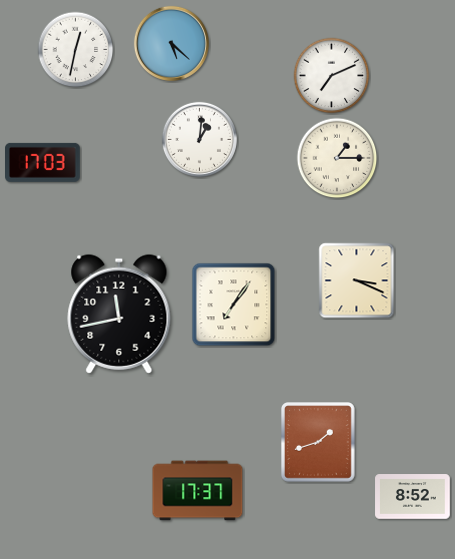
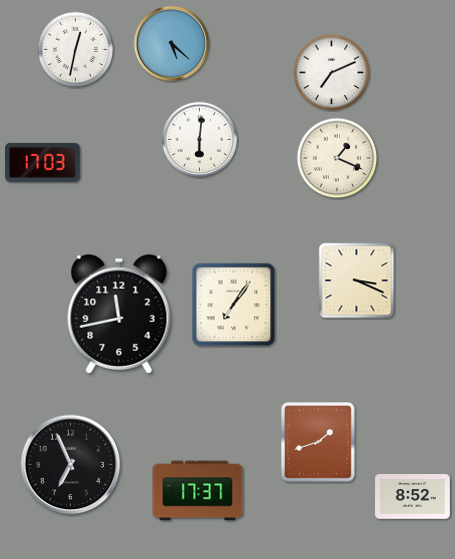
clock at (332, 76) position: (332, 76) -> (332, 73)
clock at (199, 139): 1:01 -> 6:01
clock at (337, 158): 1:15 -> 1:19
clock at (71, 465): none -> 6:56
